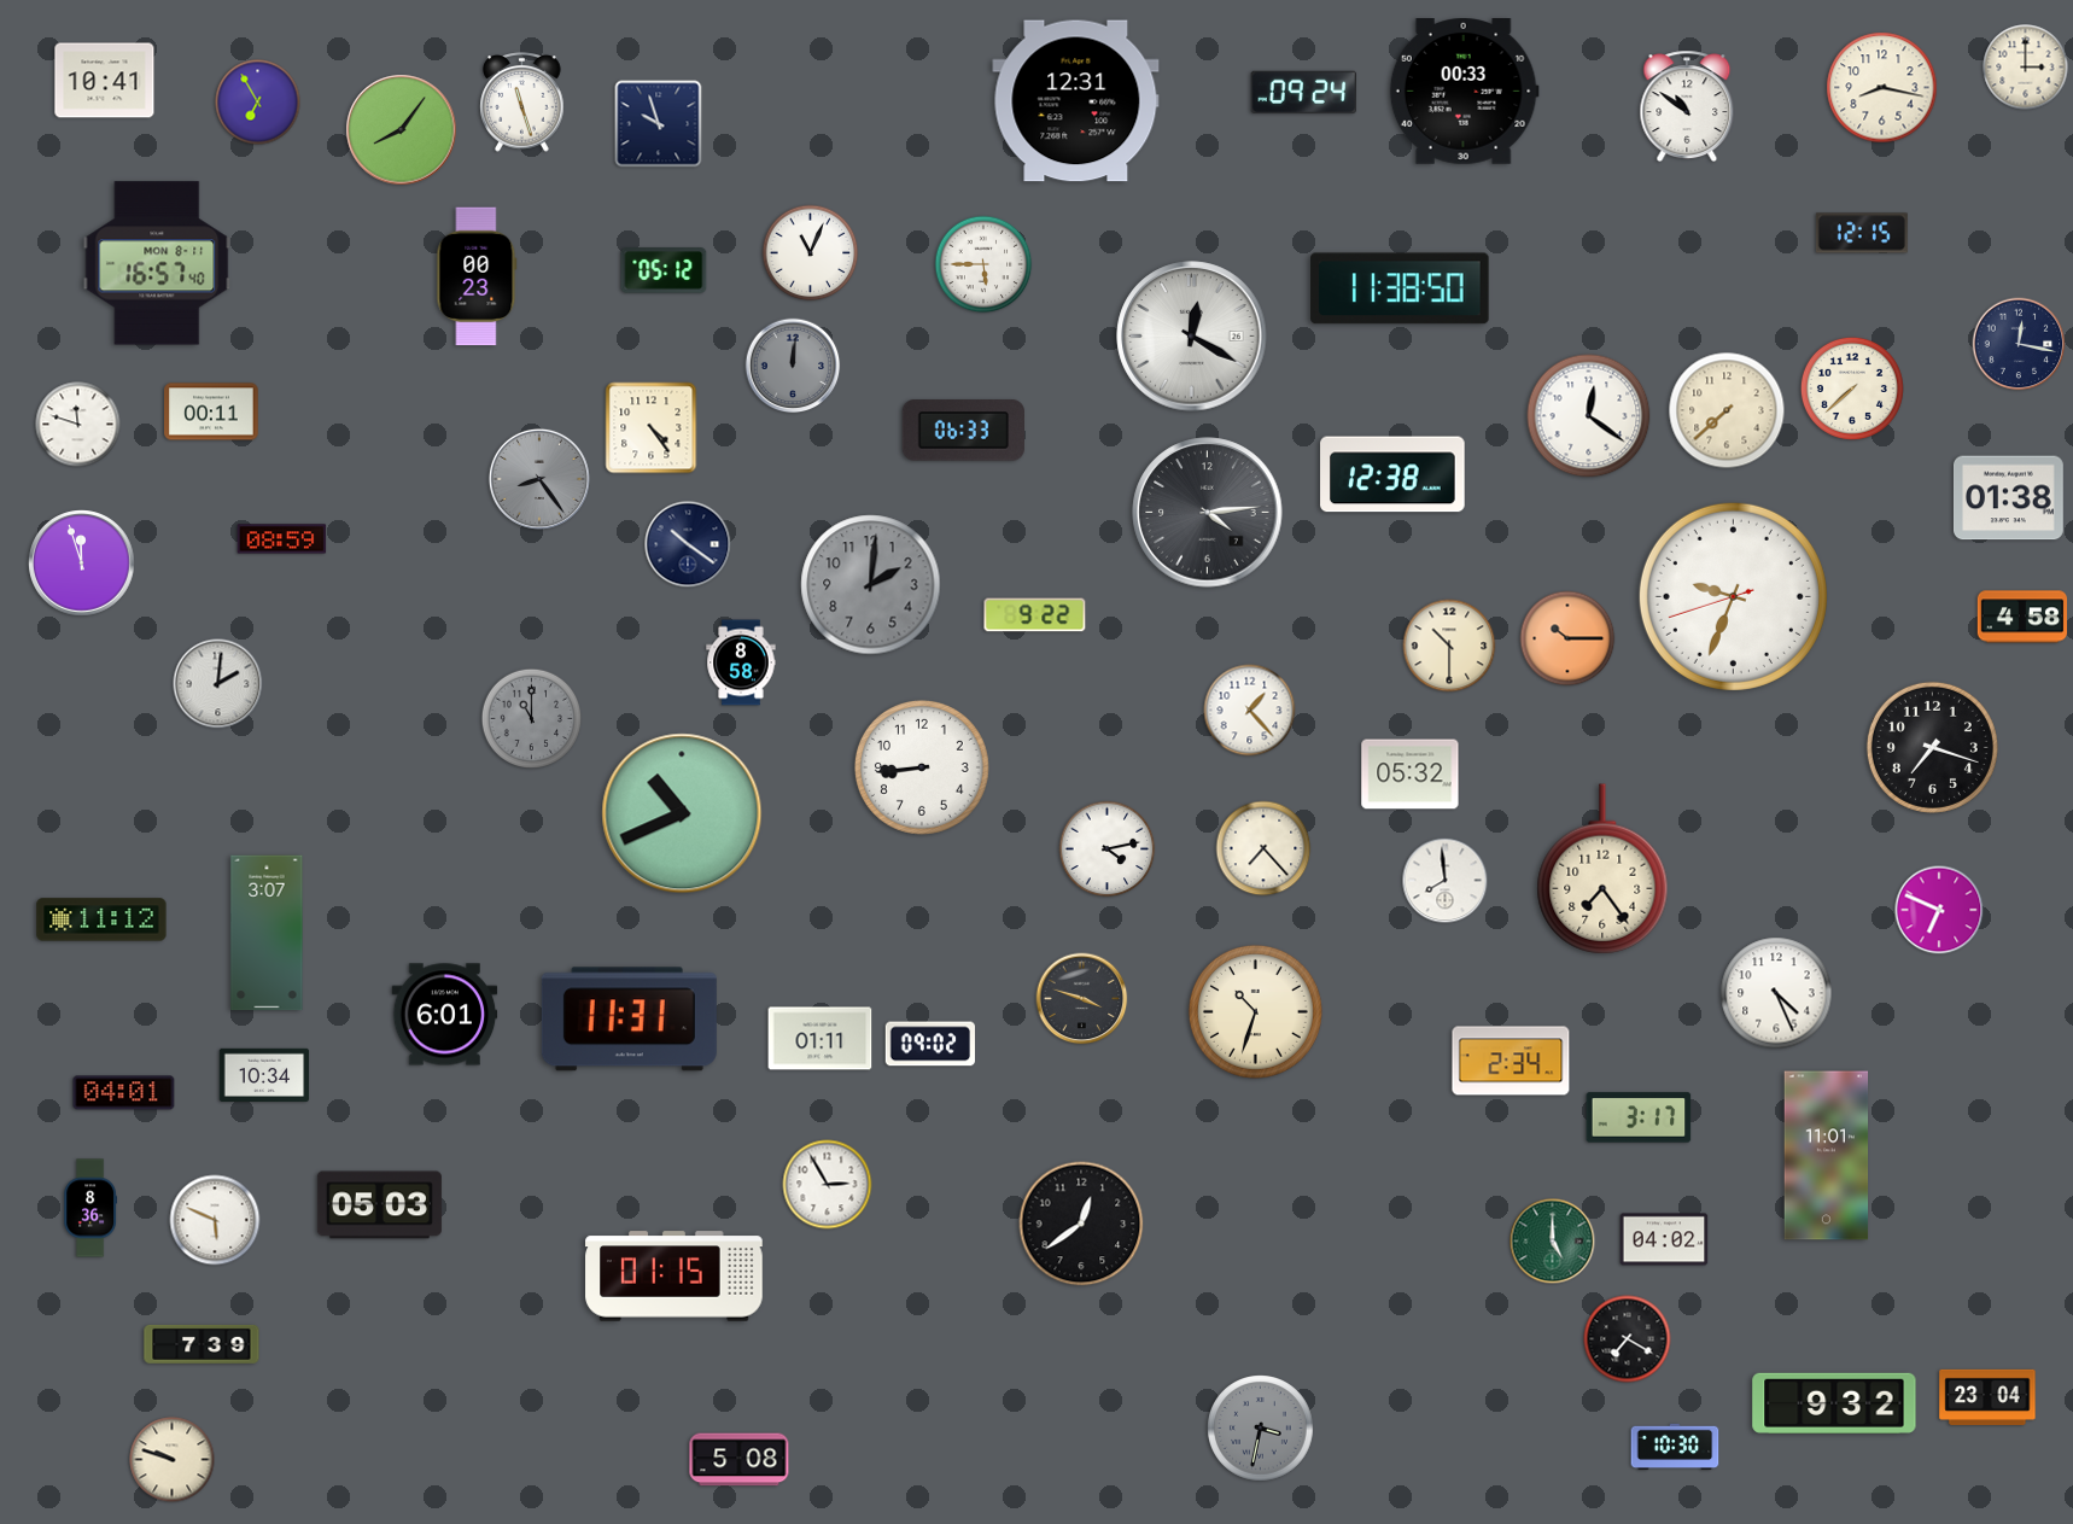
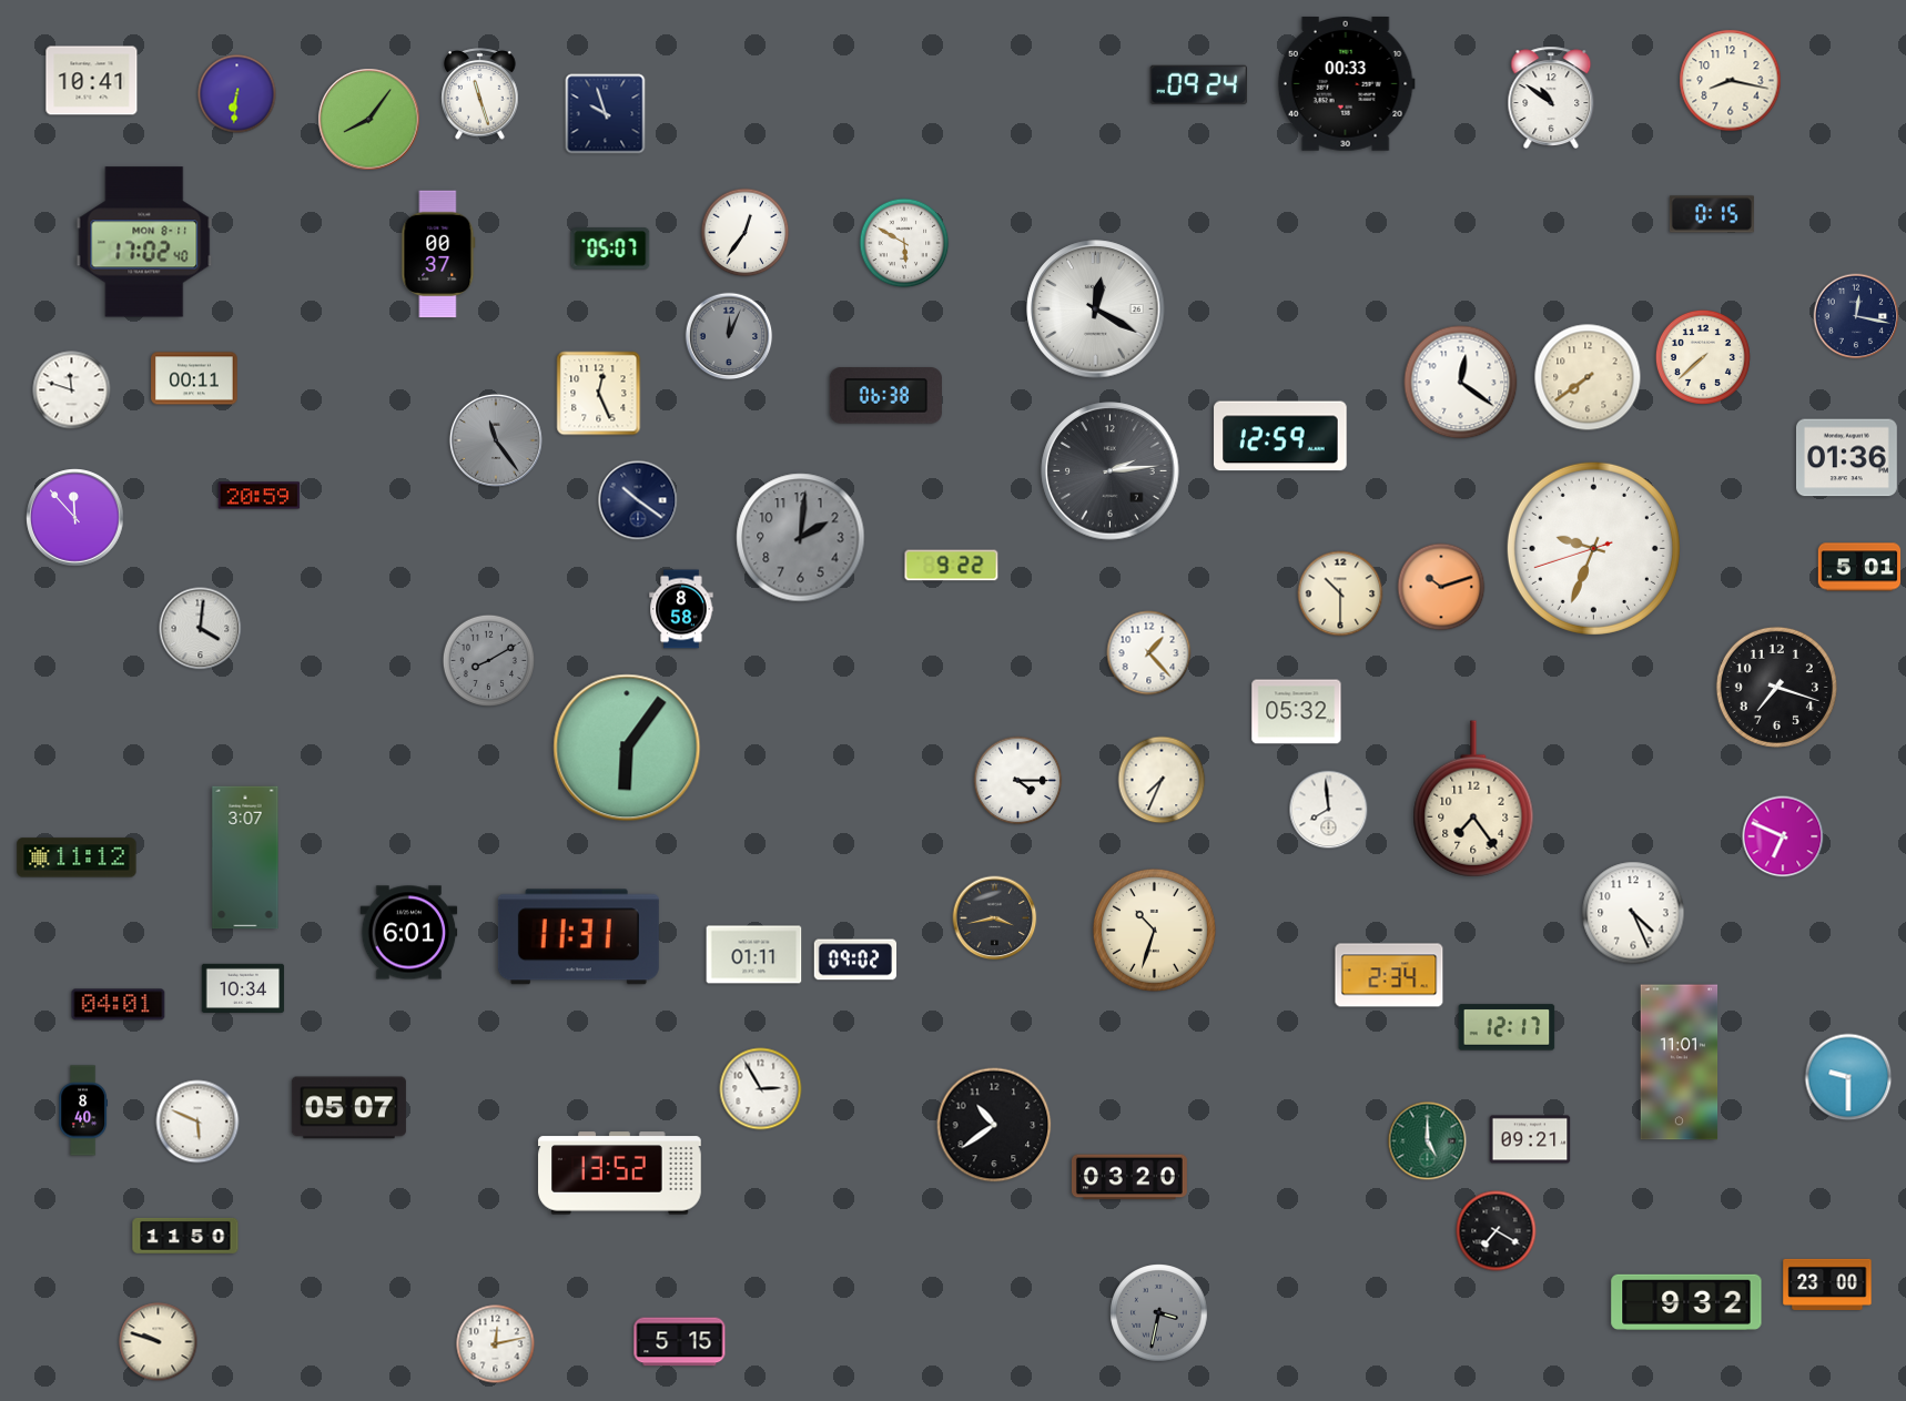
clock at (2026, 68): 3:00 -> none
clock at (105, 81) position: (105, 81) -> (92, 81)
clock at (1076, 101): 12:31 -> none
clock at (258, 103): 6:55 -> 6:31
clock at (1862, 233): 12:15 -> 0:15
clock at (811, 253): 11:04 -> 12:36
clock at (157, 263): 16:57 -> 17:02
clock at (983, 264): 5:45 -> 5:50
clock at (664, 270): 05:12 -> 05:07
clock at (477, 276): 00:23 -> 00:37
clock at (1400, 288): 11:38 -> none
clock at (793, 366): 12:01 -> 12:04
clock at (1727, 410): 7:38 -> 7:39
clock at (652, 428): 4:24 -> 12:26
clock at (964, 431): 06:33 -> 06:38
clock at (1392, 474): 12:38 -> 12:59
clock at (539, 479): 8:24 -> 11:24
clock at (2008, 498): 01:38 -> 01:36
clock at (1208, 513): 4:14 -> 2:14
clock at (282, 539): 08:59 -> 20:59
clock at (688, 544) position: (688, 544) -> (638, 500)
clock at (82, 564): 11:57 -> 11:53
clock at (2022, 617): 4:58 -> 5:01
clock at (1567, 638): 10:15 -> 10:12
clock at (1449, 646) position: (1449, 646) -> (1340, 593)
clock at (218, 684): 2:01 -> 4:01
clock at (531, 718): 11:00 -> 8:10
clock at (922, 767): 8:44 -> none
clock at (682, 813): 10:41 -> 6:06
clock at (1263, 848): 7:23 -> 7:34
clock at (1108, 849): 4:13 -> 4:15
clock at (101, 919) position: (101, 919) -> (77, 857)
clock at (1082, 999): 3:48 -> 3:43
clock at (124, 1093) position: (124, 1093) -> (119, 1005)
clock at (1639, 1117): 3:17 -> 12:17
clock at (1848, 1077): none -> 9:30
clock at (379, 1205): 05:03 -> 05:07
clock at (89, 1208): 8:36 -> 8:40
clock at (1081, 1224): 12:39 -> 10:39
clock at (1664, 1239): 04:02 -> 09:21
clock at (675, 1277): 01:15 -> 13:52
clock at (1129, 1177): none -> 03:20
clock at (202, 1344): 7:39 -> 11:50
clock at (1987, 1397): 23:04 -> 23:00
clock at (1834, 1403) position: (1834, 1403) -> (1686, 1302)
clock at (1675, 1447): 10:30 -> none
clock at (740, 1460): 5:08 -> 5:15
clock at (496, 1344): none -> 12:13
